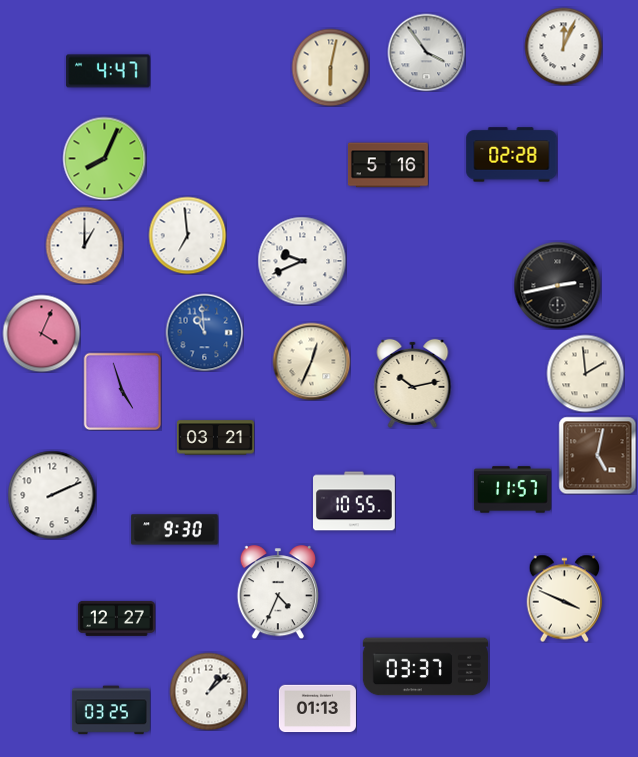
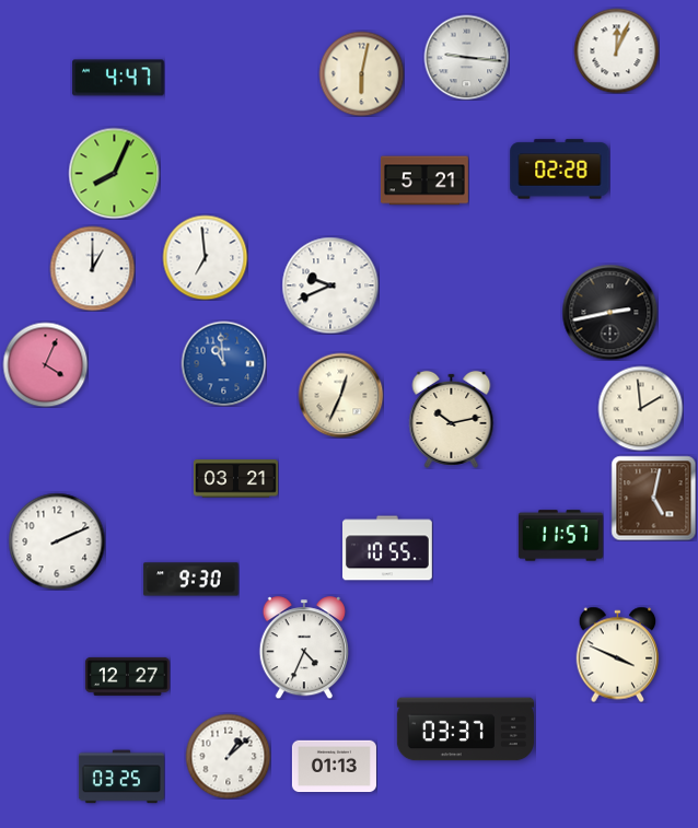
clock at (426, 52): 3:54 -> 9:16
clock at (388, 165): 5:16 -> 5:21
clock at (122, 391): 4:57 -> none
clock at (317, 709) position: (317, 709) -> (334, 767)
